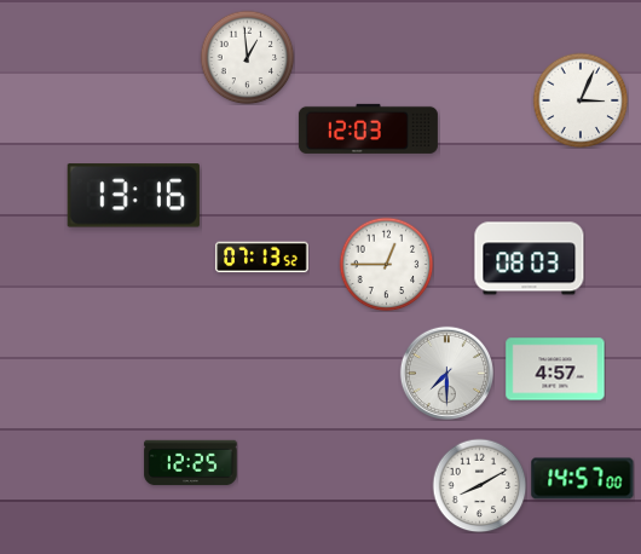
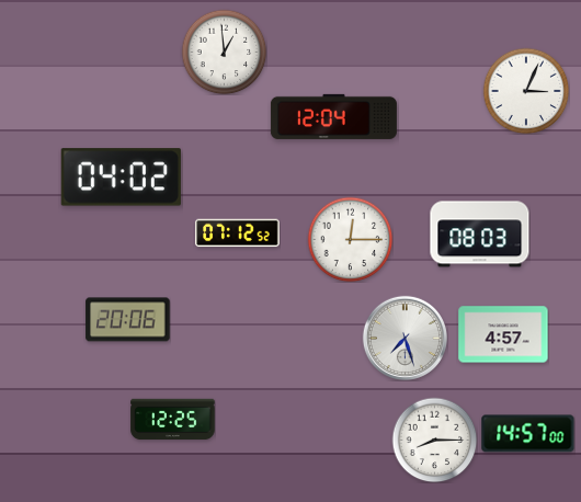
clock at (368, 128): 12:03 -> 12:04
clock at (133, 196): 13:16 -> 04:02
clock at (262, 258): 07:13 -> 07:12
clock at (386, 264): 12:45 -> 12:15
clock at (128, 320): none -> 20:06
clock at (446, 373): 7:30 -> 7:27
clock at (479, 485): 8:10 -> 8:15
